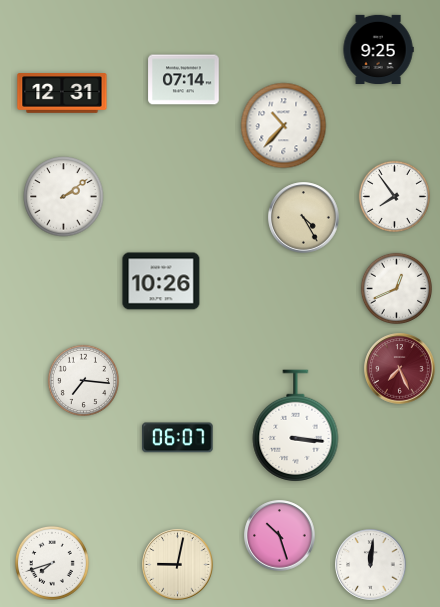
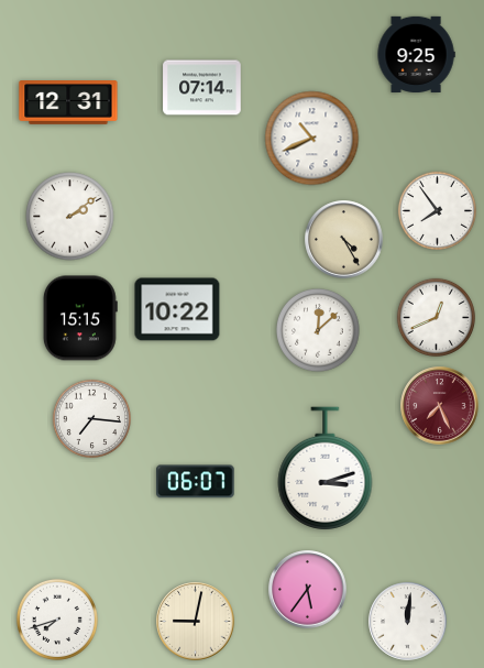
clock at (284, 126): 10:37 -> 10:41
clock at (394, 196) position: (394, 196) -> (437, 210)
clock at (304, 218) position: (304, 218) -> (344, 240)
clock at (161, 281): 10:26 -> 10:22
clock at (80, 318): none -> 15:15
clock at (319, 331): none -> 12:08
clock at (296, 425): 3:16 -> 3:12
clock at (280, 536): 10:27 -> 5:36
